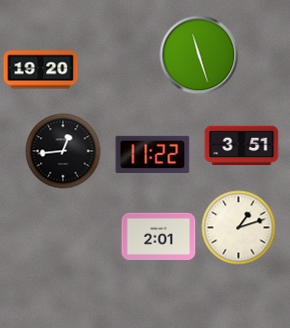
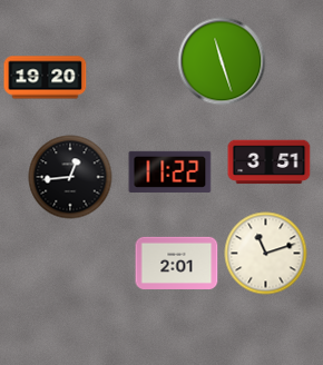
clock at (63, 151) position: (63, 151) -> (70, 177)
clock at (239, 228): 1:12 -> 11:12
